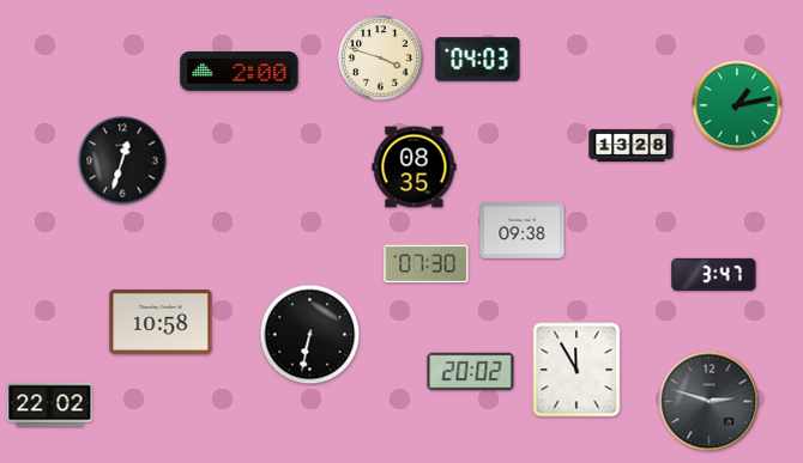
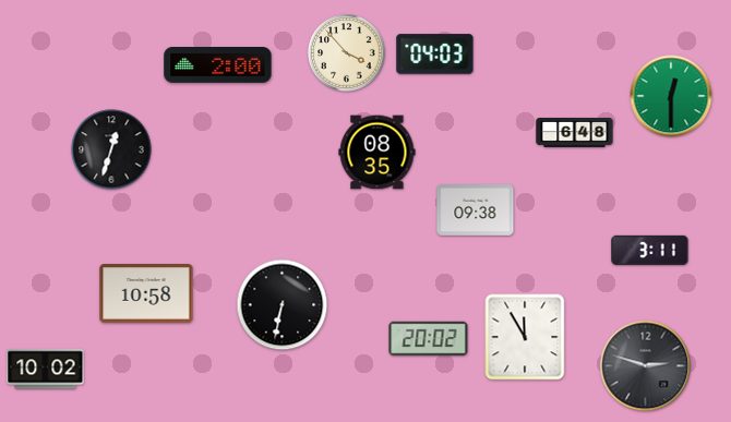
clock at (381, 59): 3:48 -> 3:53
clock at (737, 105): 1:13 -> 12:30
clock at (632, 145): 13:28 -> 6:48
clock at (122, 160) position: (122, 160) -> (111, 149)
clock at (427, 264): 07:30 -> none
clock at (714, 274): 3:47 -> 3:11
clock at (50, 406): 22:02 -> 10:02
